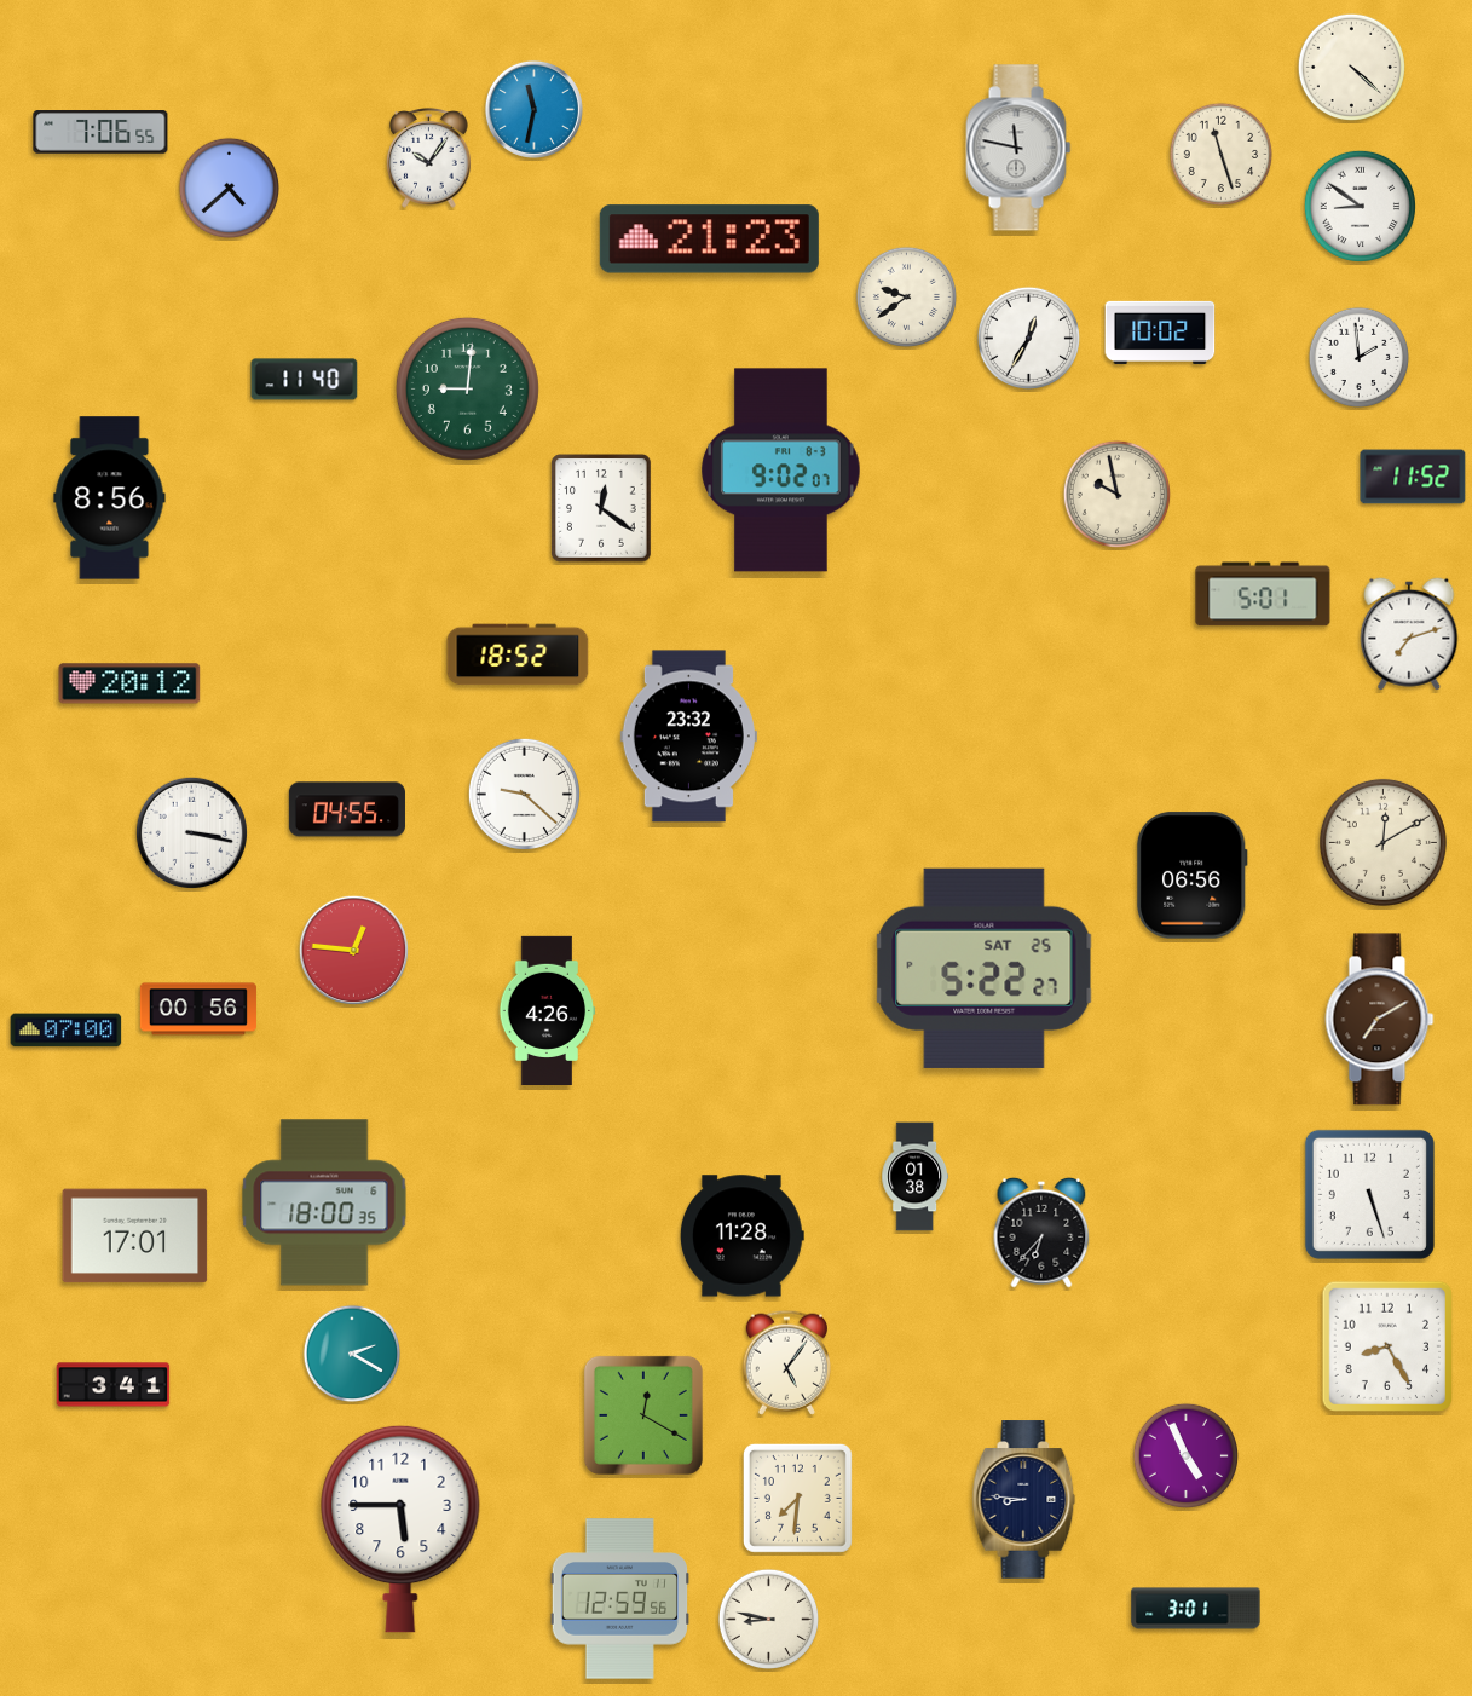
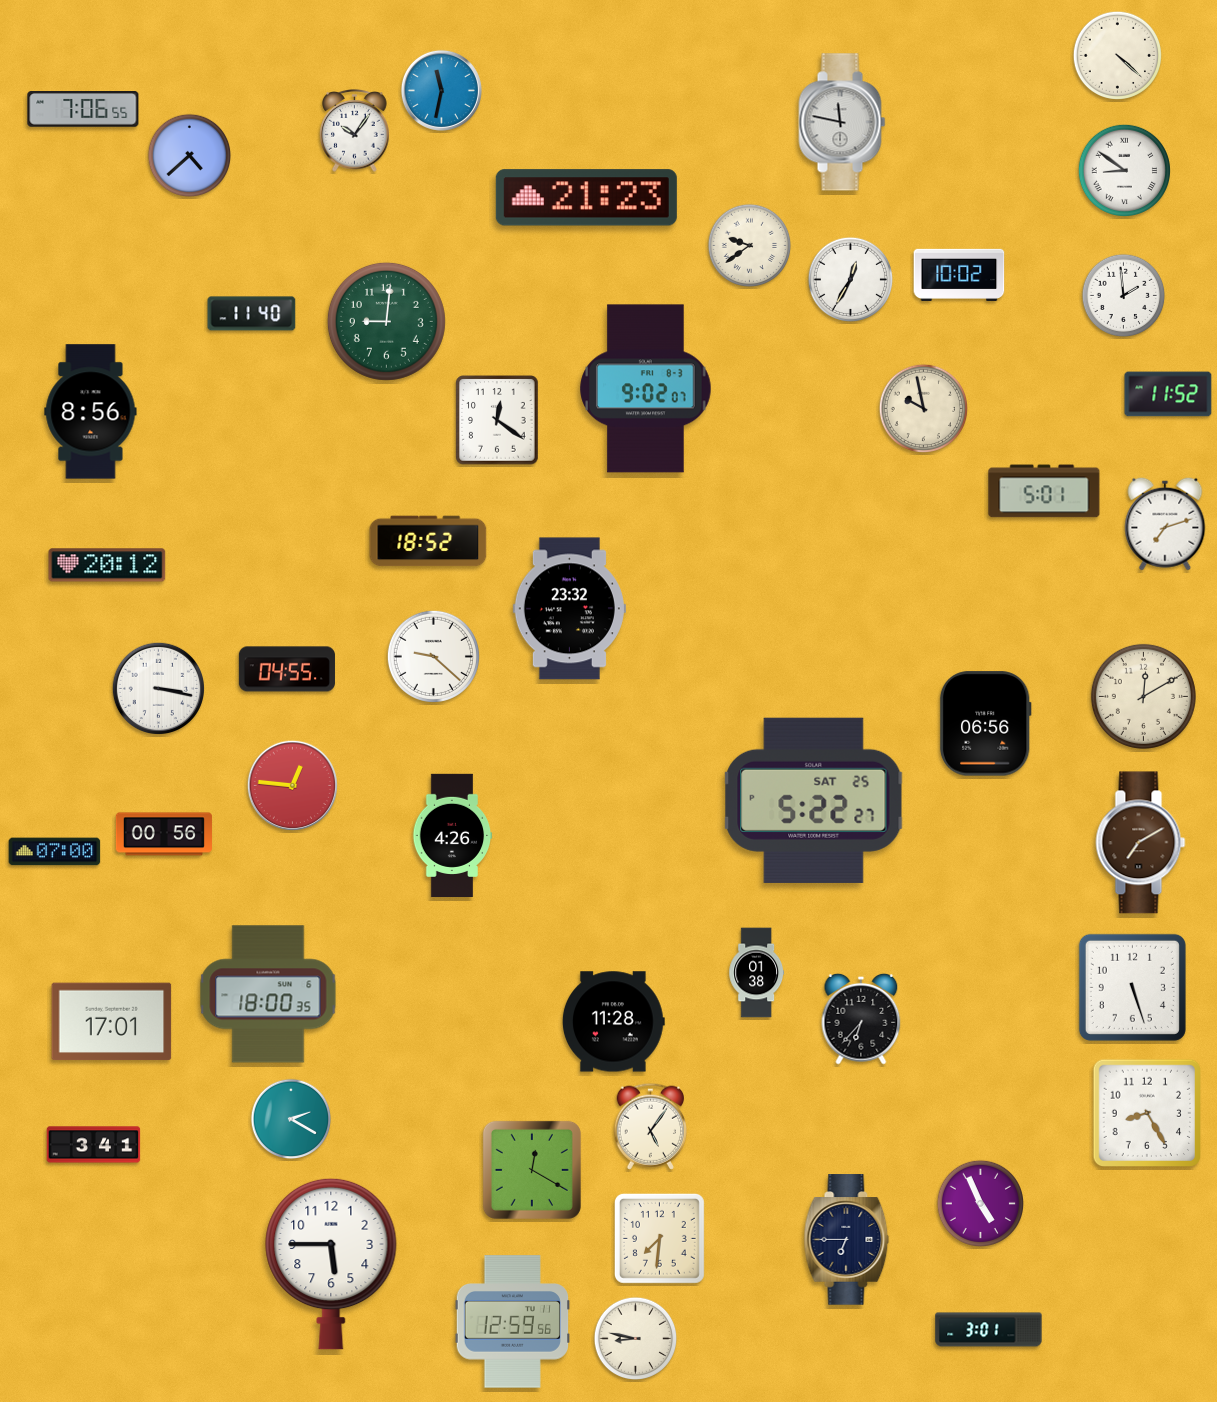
clock at (1222, 155): 11:27 -> none
clock at (1024, 1500): 8:46 -> 6:45
